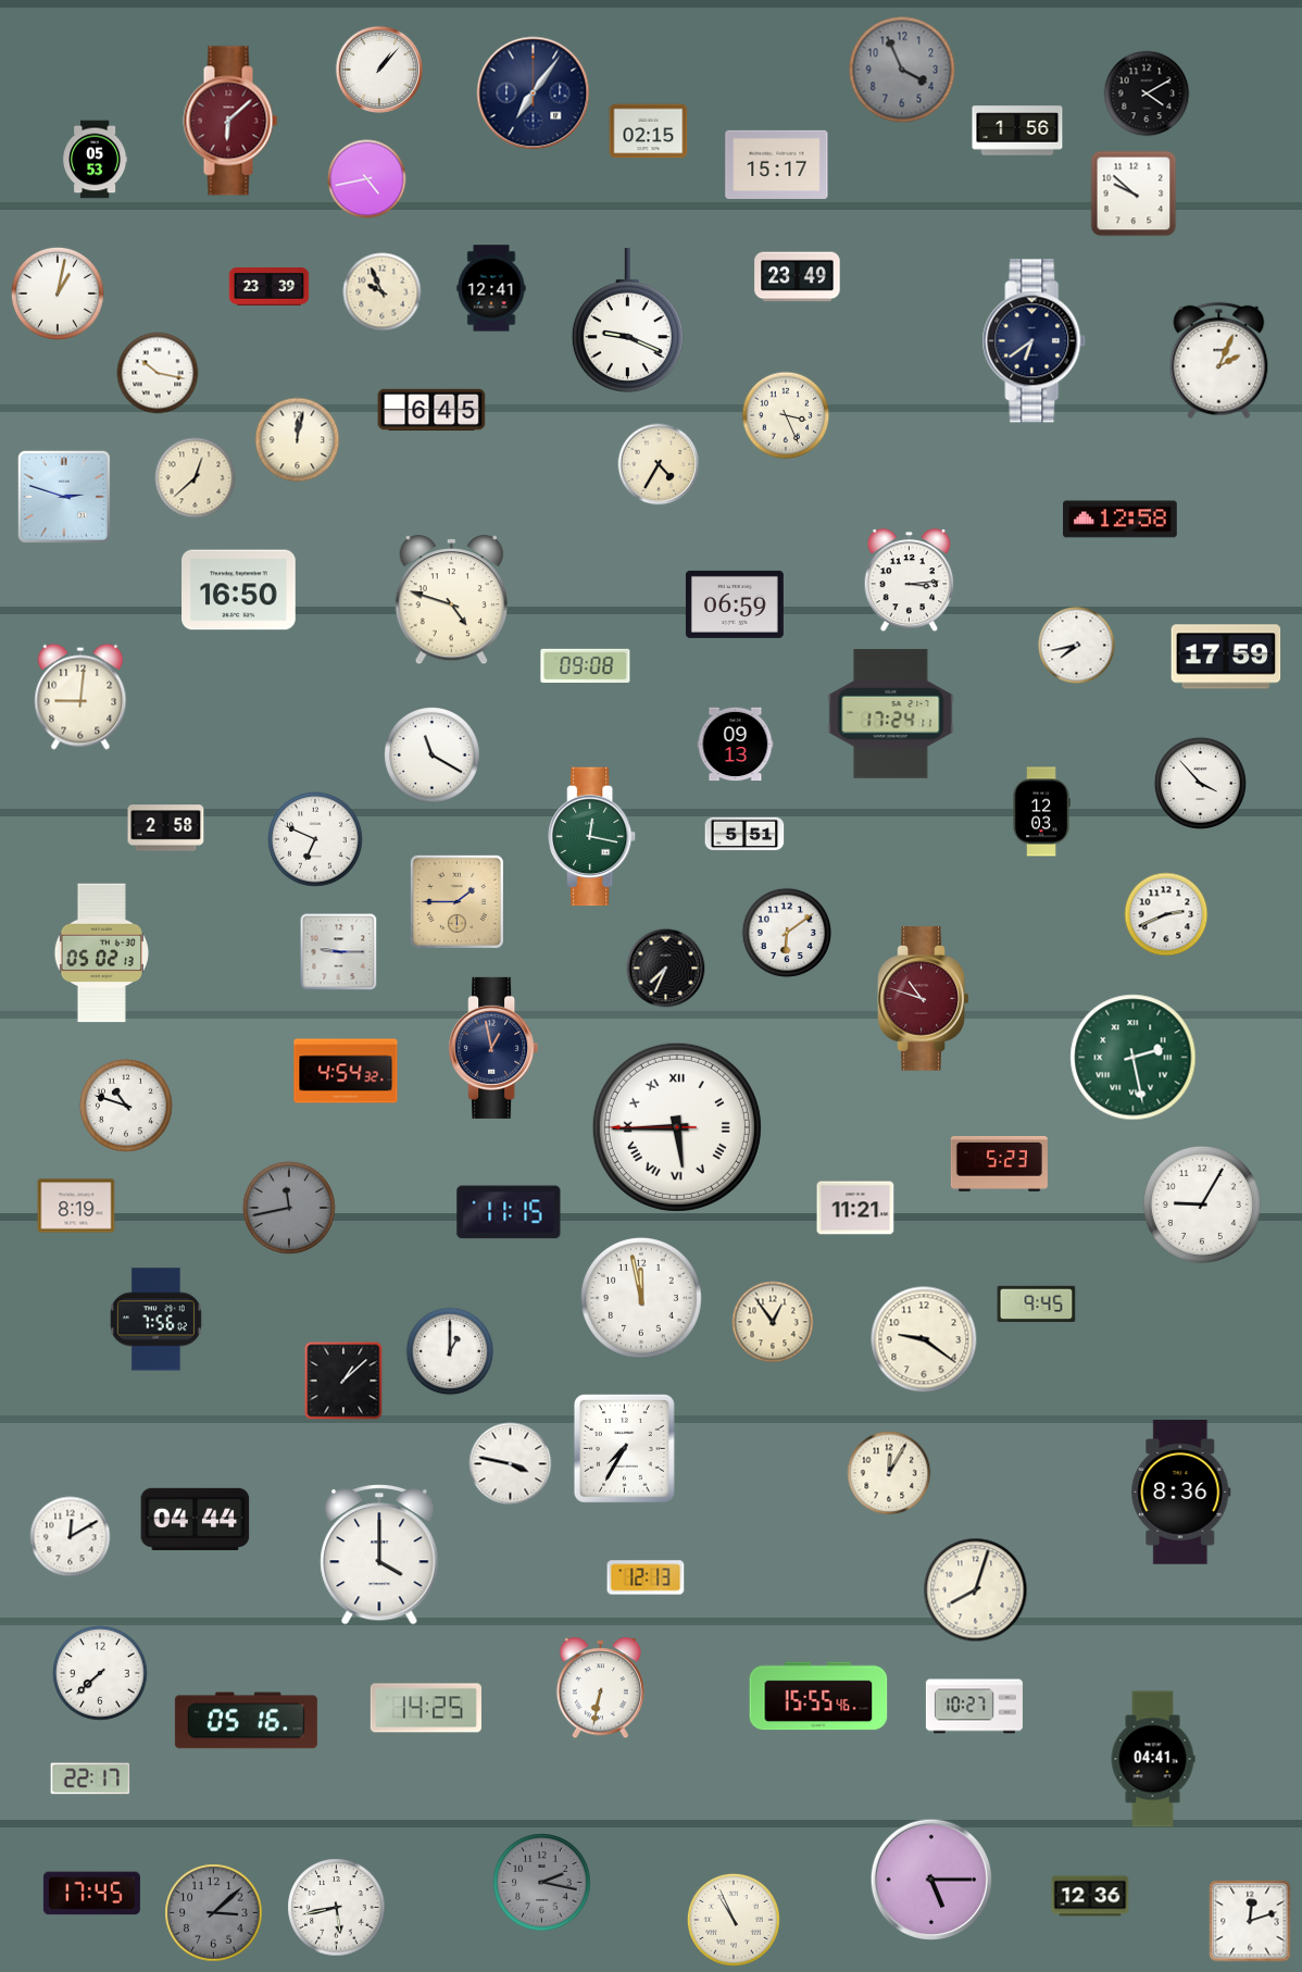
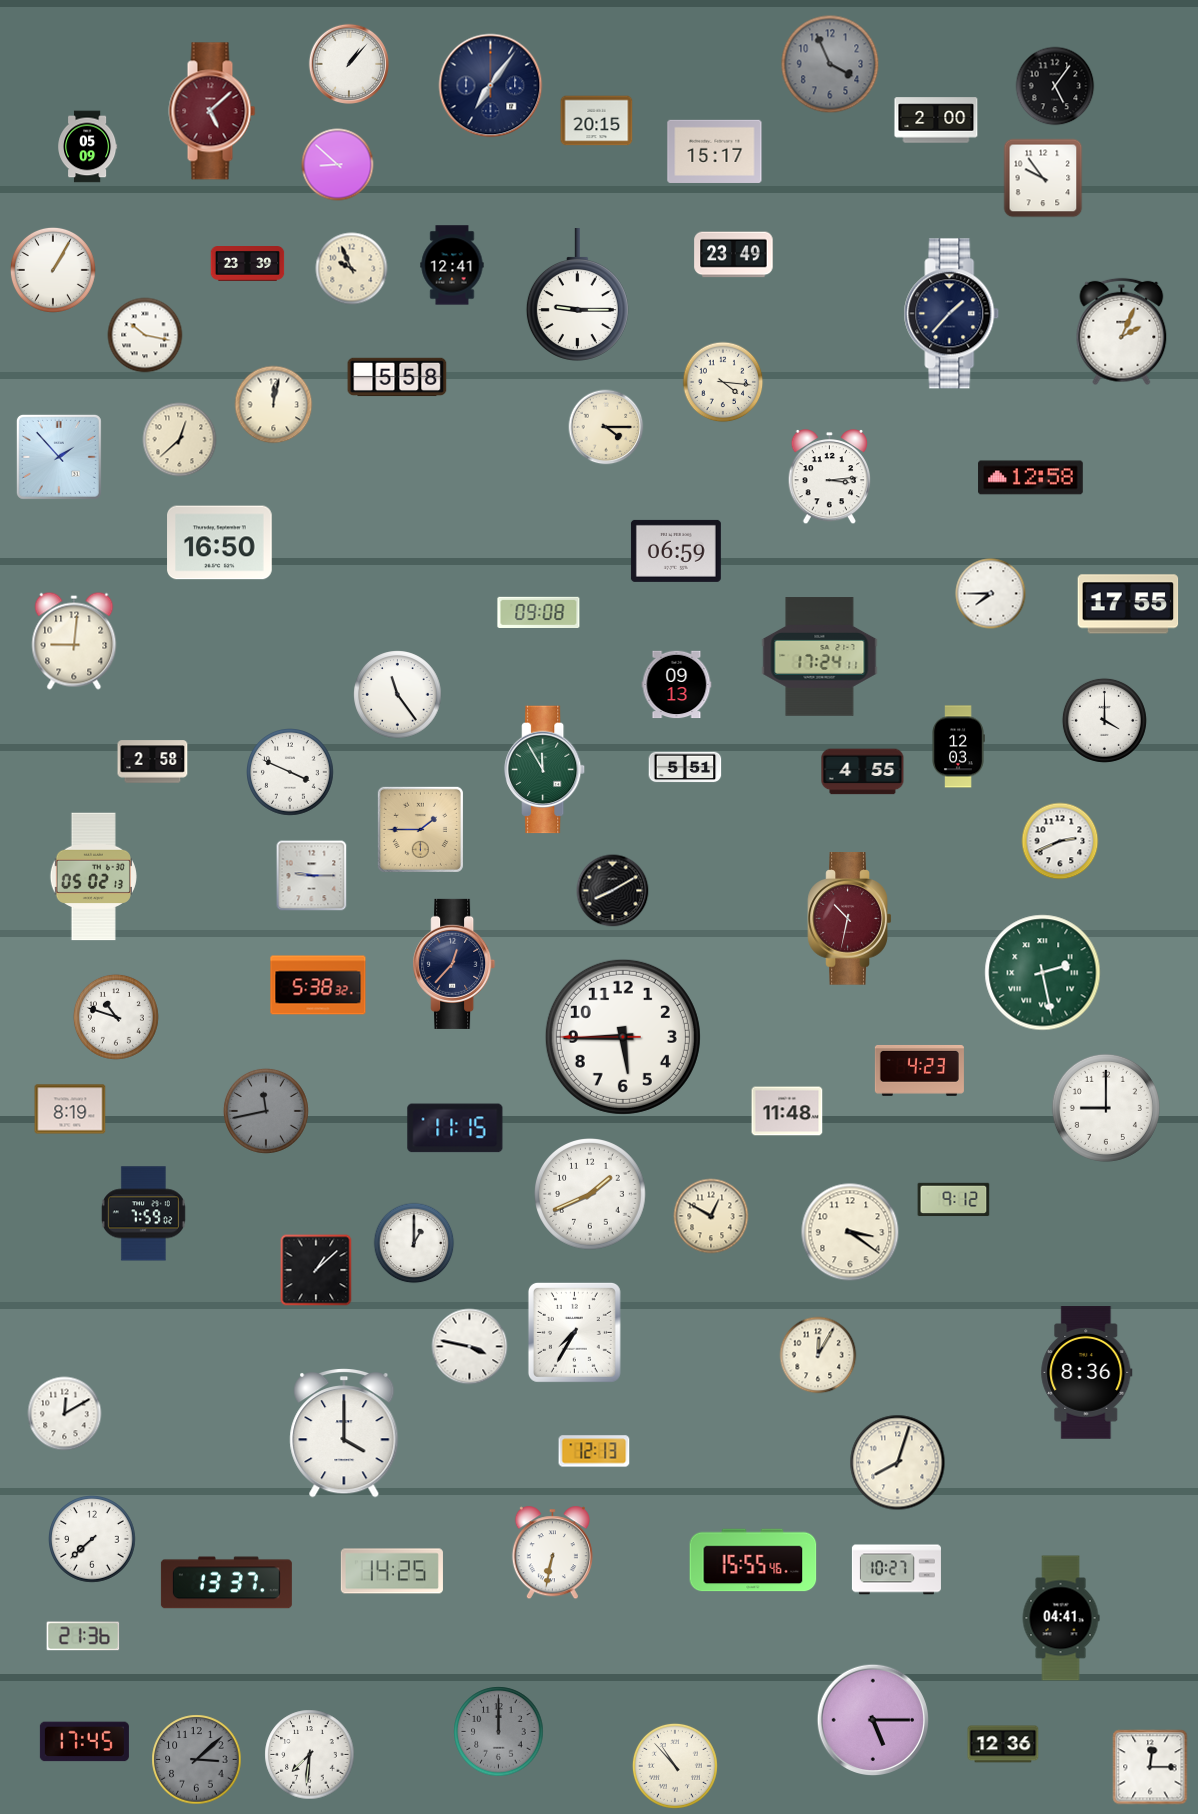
clock at (1147, 93): 4:10 -> 5:06
clock at (230, 121): 6:08 -> 5:08
clock at (1017, 130): 1:56 -> 2:00
clock at (649, 132): 02:15 -> 20:15
clock at (96, 160): 05:53 -> 05:09
clock at (367, 179): 4:43 -> 8:52
clock at (1134, 194): 9:52 -> 9:54
clock at (58, 294): 1:02 -> 1:05
clock at (627, 321): 9:19 -> 9:15
clock at (1035, 341): 6:39 -> 1:37
clock at (158, 373) position: (158, 373) -> (145, 335)
clock at (431, 410): 6:45 -> 5:58
clock at (786, 415): 3:26 -> 4:16
clock at (659, 464): 4:35 -> 4:15
clock at (64, 497): 2:48 -> 1:53
clock at (910, 582) position: (910, 582) -> (830, 478)
clock at (451, 601): 4:48 -> none
clock at (735, 604) position: (735, 604) -> (676, 551)
clock at (1077, 646): 7:43 -> 7:45
clock at (1226, 657): 17:59 -> 17:55
clock at (433, 756): 11:20 -> 11:24
clock at (1200, 783): 3:53 -> 4:00
clock at (593, 837): 12:17 -> 11:55
clock at (863, 772): none -> 4:55
clock at (316, 840): 6:49 -> 3:49
clock at (1166, 914) position: (1166, 914) -> (1060, 841)
clock at (787, 933): 6:09 -> none
clock at (666, 969): 7:34 -> 8:10
clock at (924, 999): 10:48 -> 10:32
clock at (493, 1048): 12:58 -> 12:37
clock at (346, 1071): 4:54 -> 5:38
clock at (677, 1127) numerals: Roman -> Arabic
clock at (999, 1163): 5:23 -> 4:23
clock at (1202, 1205): 9:05 -> 9:00
clock at (855, 1208): 11:21 -> 11:48
clock at (509, 1212) position: (509, 1212) -> (455, 1128)
clock at (642, 1299): 11:58 -> 1:41
clock at (1037, 1305): 9:45 -> 9:12
clock at (155, 1320): 7:56 -> 7:59
clock at (773, 1322): 12:54 -> 12:50
clock at (924, 1339): 9:21 -> 3:21
clock at (196, 1519): 04:44 -> none
clock at (379, 1556) position: (379, 1556) -> (344, 1434)
clock at (246, 1721): 05:16 -> 13:37
clock at (90, 1778): 22:17 -> 21:36
clock at (930, 1879) position: (930, 1879) -> (872, 1719)
clock at (542, 1883): 2:17 -> 12:00
clock at (337, 1908): 5:43 -> 7:31
clock at (734, 1920): 10:56 -> 10:53
clock at (1250, 1921): 12:12 -> 12:15
